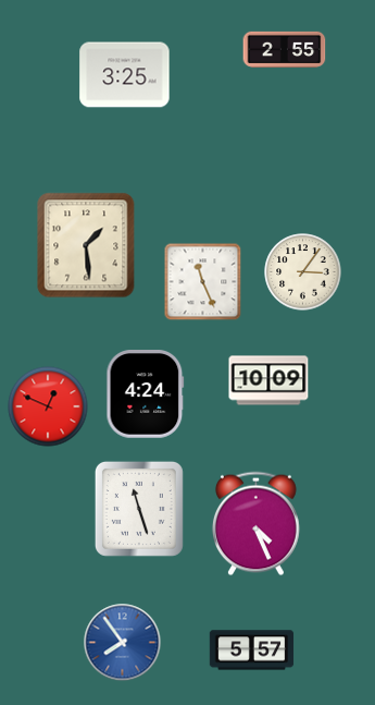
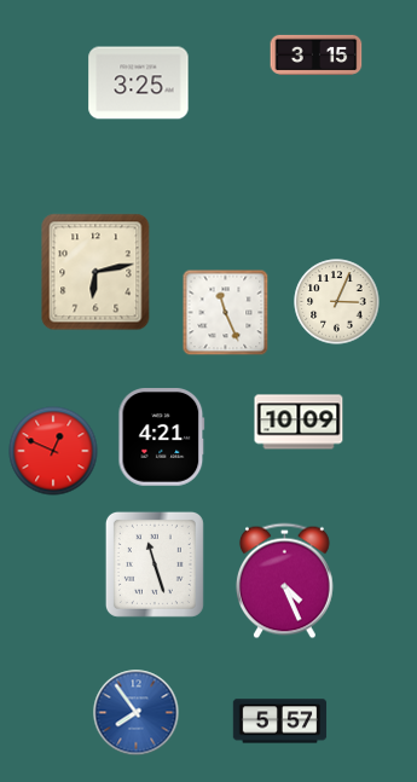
clock at (285, 49): 2:55 -> 3:15
clock at (86, 245): 1:29 -> 6:13
clock at (303, 272): 3:06 -> 3:04
clock at (146, 394): 4:24 -> 4:21
